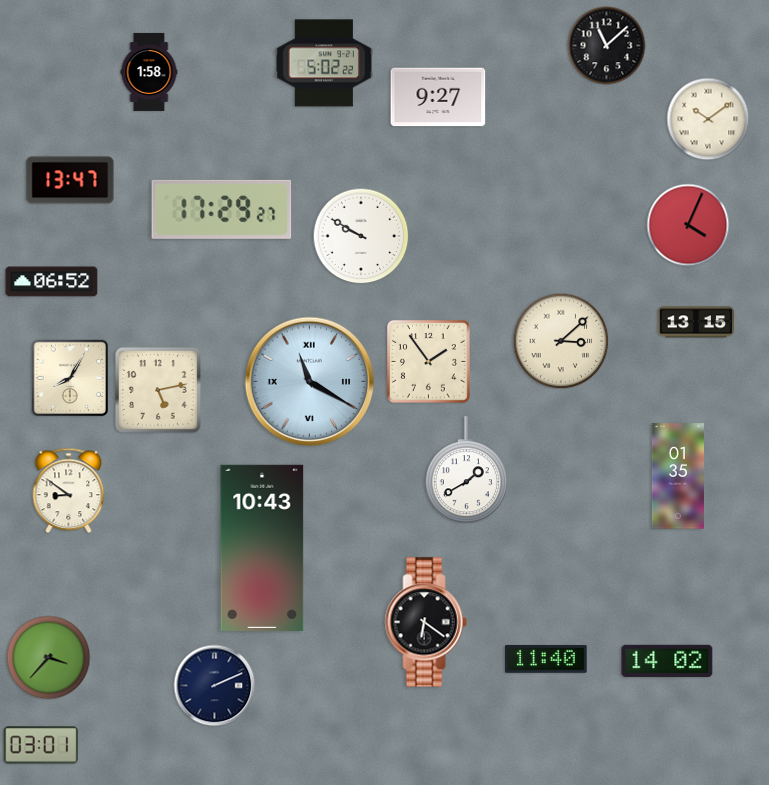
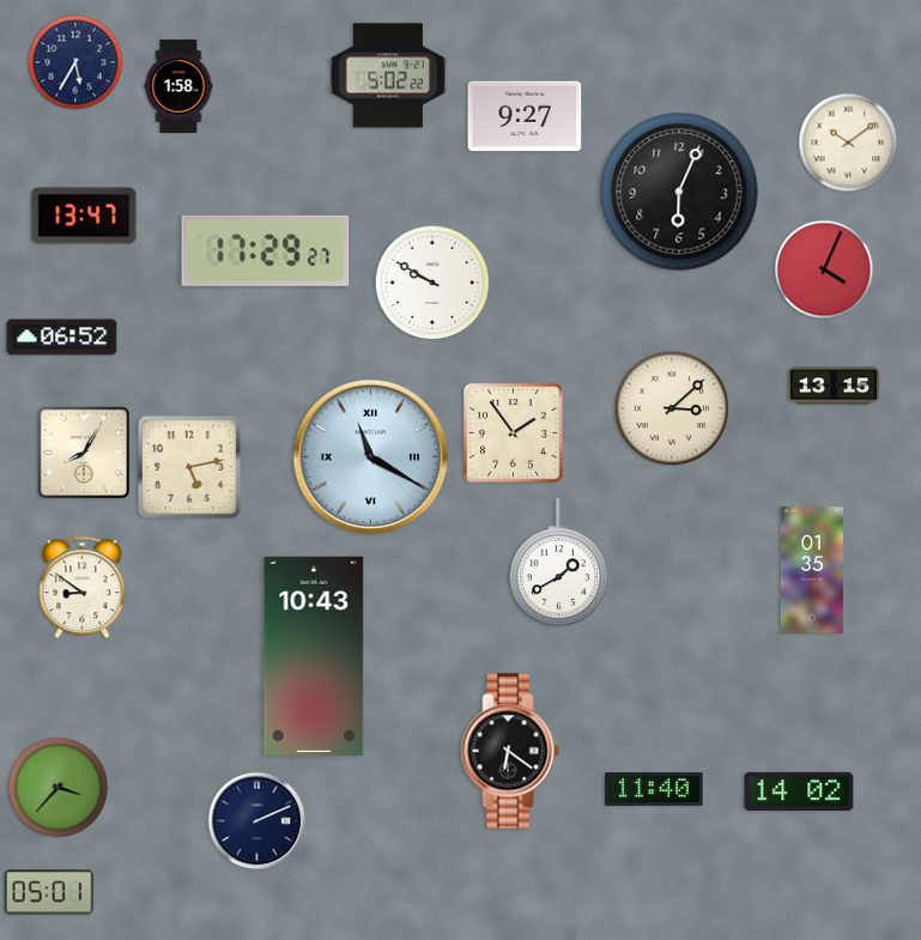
clock at (607, 46): 11:08 -> none
clock at (75, 62): none -> 5:35
clock at (679, 192): none -> 6:04
clock at (426, 622) position: (426, 622) -> (510, 751)
clock at (41, 745): 03:01 -> 05:01
